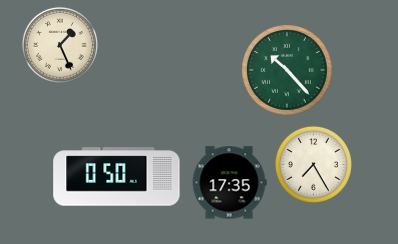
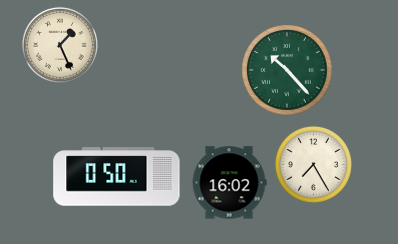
clock at (229, 183): 17:35 -> 16:02
